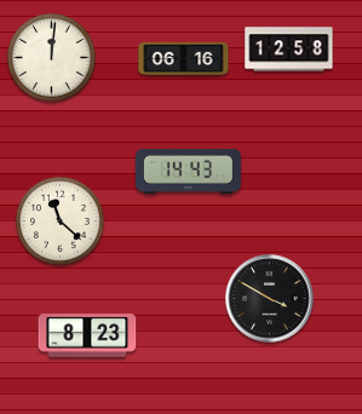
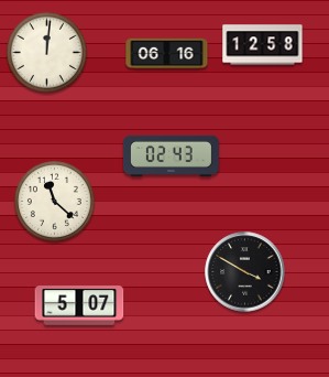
clock at (188, 171): 14:43 -> 02:43
clock at (87, 335): 8:23 -> 5:07
